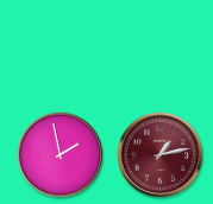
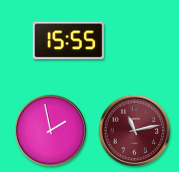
clock at (68, 41): none -> 15:55
clock at (161, 155): 1:13 -> 11:13
